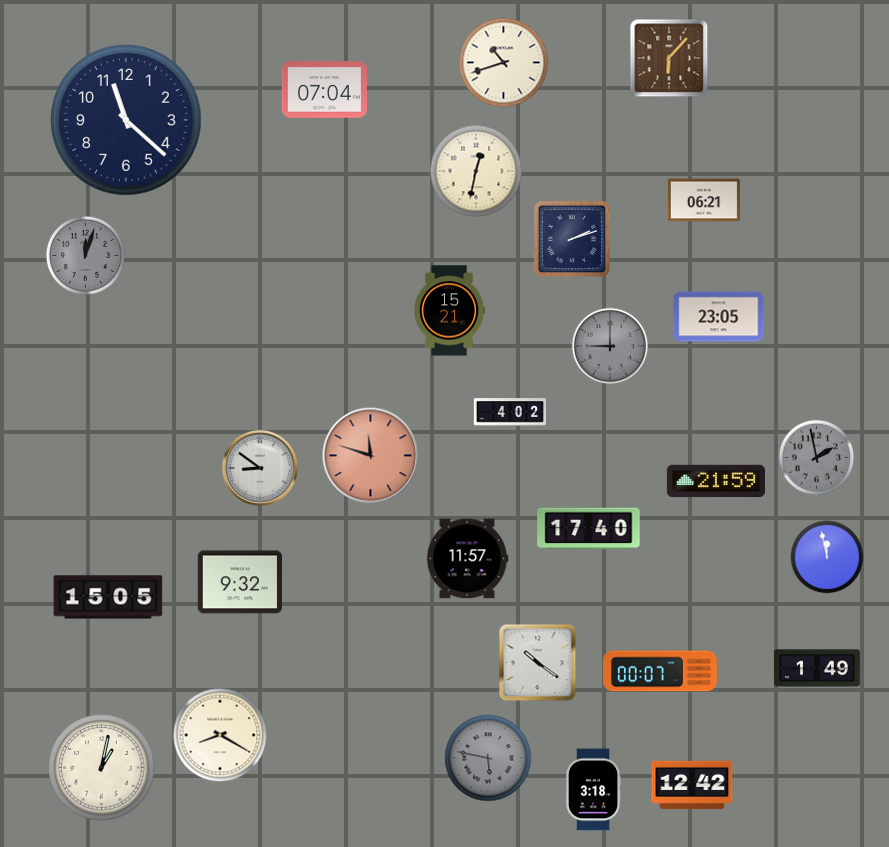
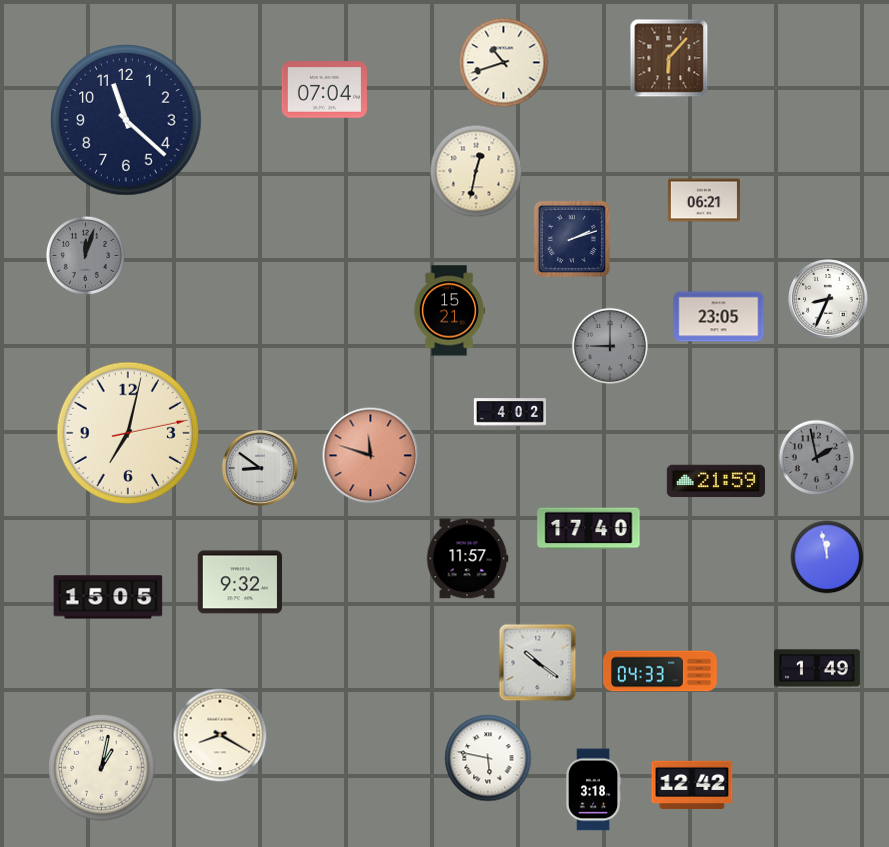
clock at (828, 299): none -> 8:34
clock at (128, 433): none -> 7:02
clock at (660, 671): 00:07 -> 04:33
clock at (488, 758) dial: grey -> white
